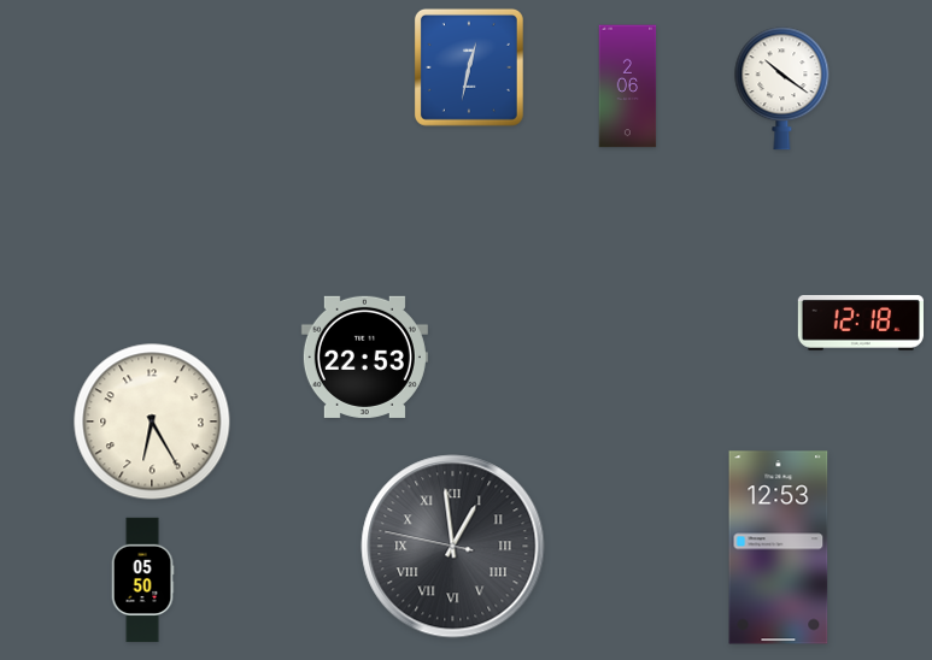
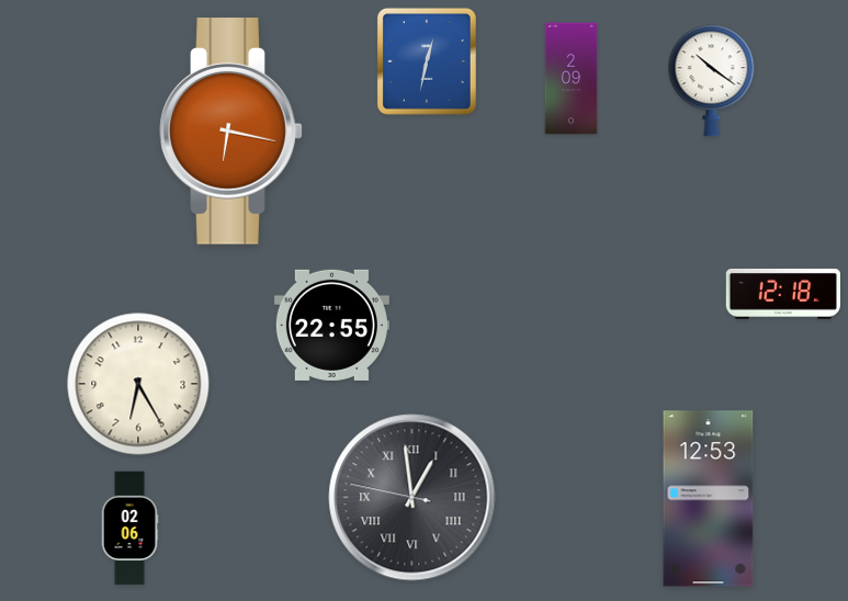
clock at (628, 87): 2:06 -> 2:09
clock at (231, 132): none -> 6:17
clock at (364, 356): 22:53 -> 22:55
clock at (142, 581): 05:50 -> 02:06
